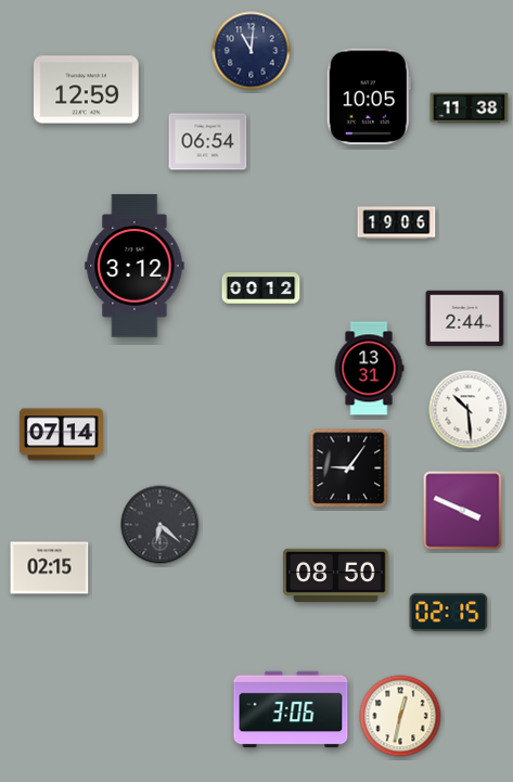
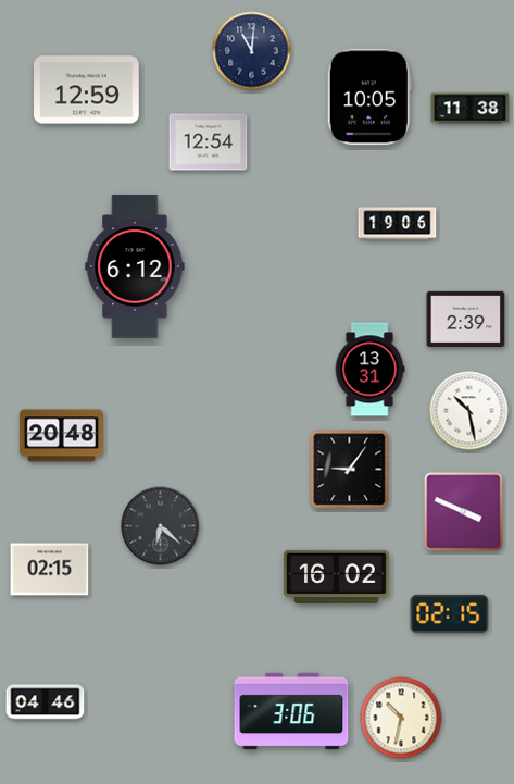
clock at (208, 142): 06:54 -> 12:54
clock at (134, 266): 3:12 -> 6:12
clock at (261, 289): 00:12 -> none
clock at (465, 318): 2:44 -> 2:39
clock at (469, 410): 10:29 -> 10:28
clock at (61, 435): 07:14 -> 20:48
clock at (336, 575): 08:50 -> 16:02
clock at (46, 702): none -> 04:46
clock at (400, 716): 12:32 -> 10:32
